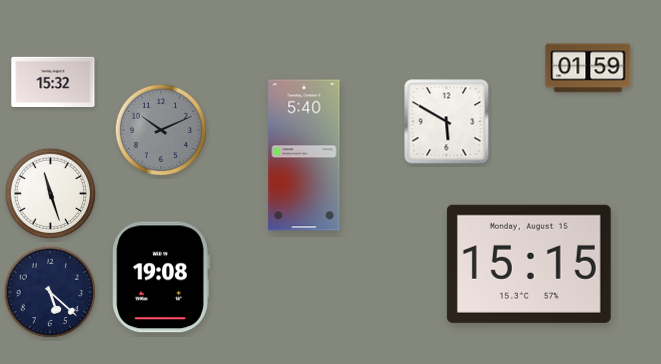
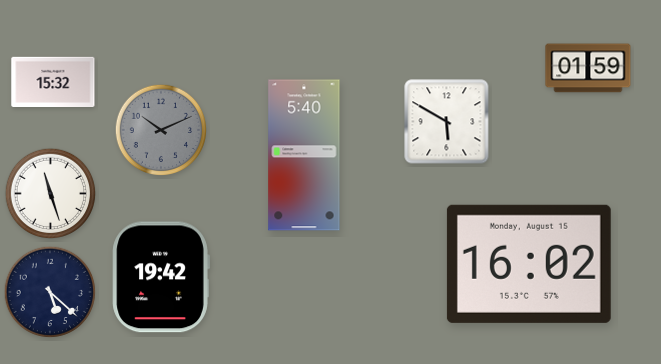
clock at (529, 264): 15:15 -> 16:02
clock at (161, 277): 19:08 -> 19:42
